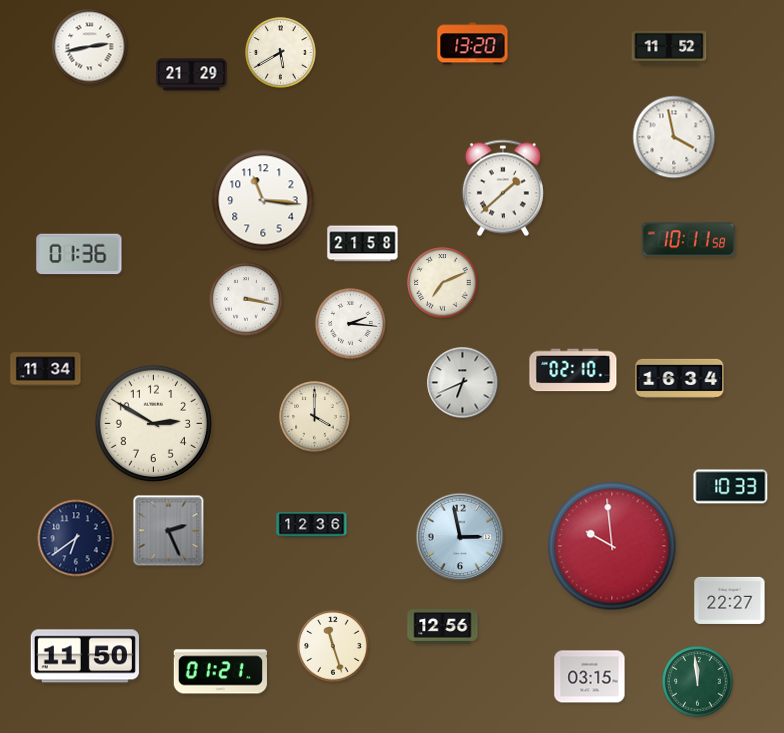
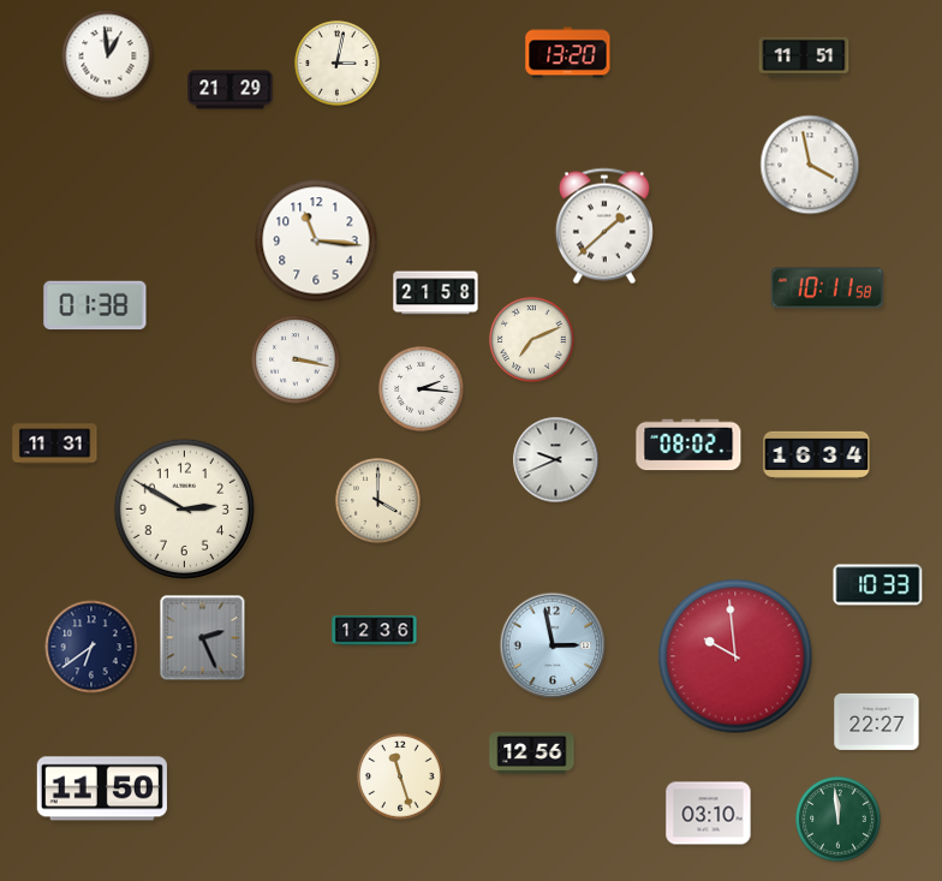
clock at (90, 47): 2:43 -> 12:59
clock at (669, 48): 11:52 -> 11:51
clock at (281, 53): 5:40 -> 3:02
clock at (79, 254): 01:36 -> 01:38
clock at (46, 370): 11:34 -> 11:31
clock at (573, 370): 02:10 -> 08:02
clock at (463, 383): 6:41 -> 9:41
clock at (220, 672): 01:21 -> none
clock at (590, 677): 03:15 -> 03:10
